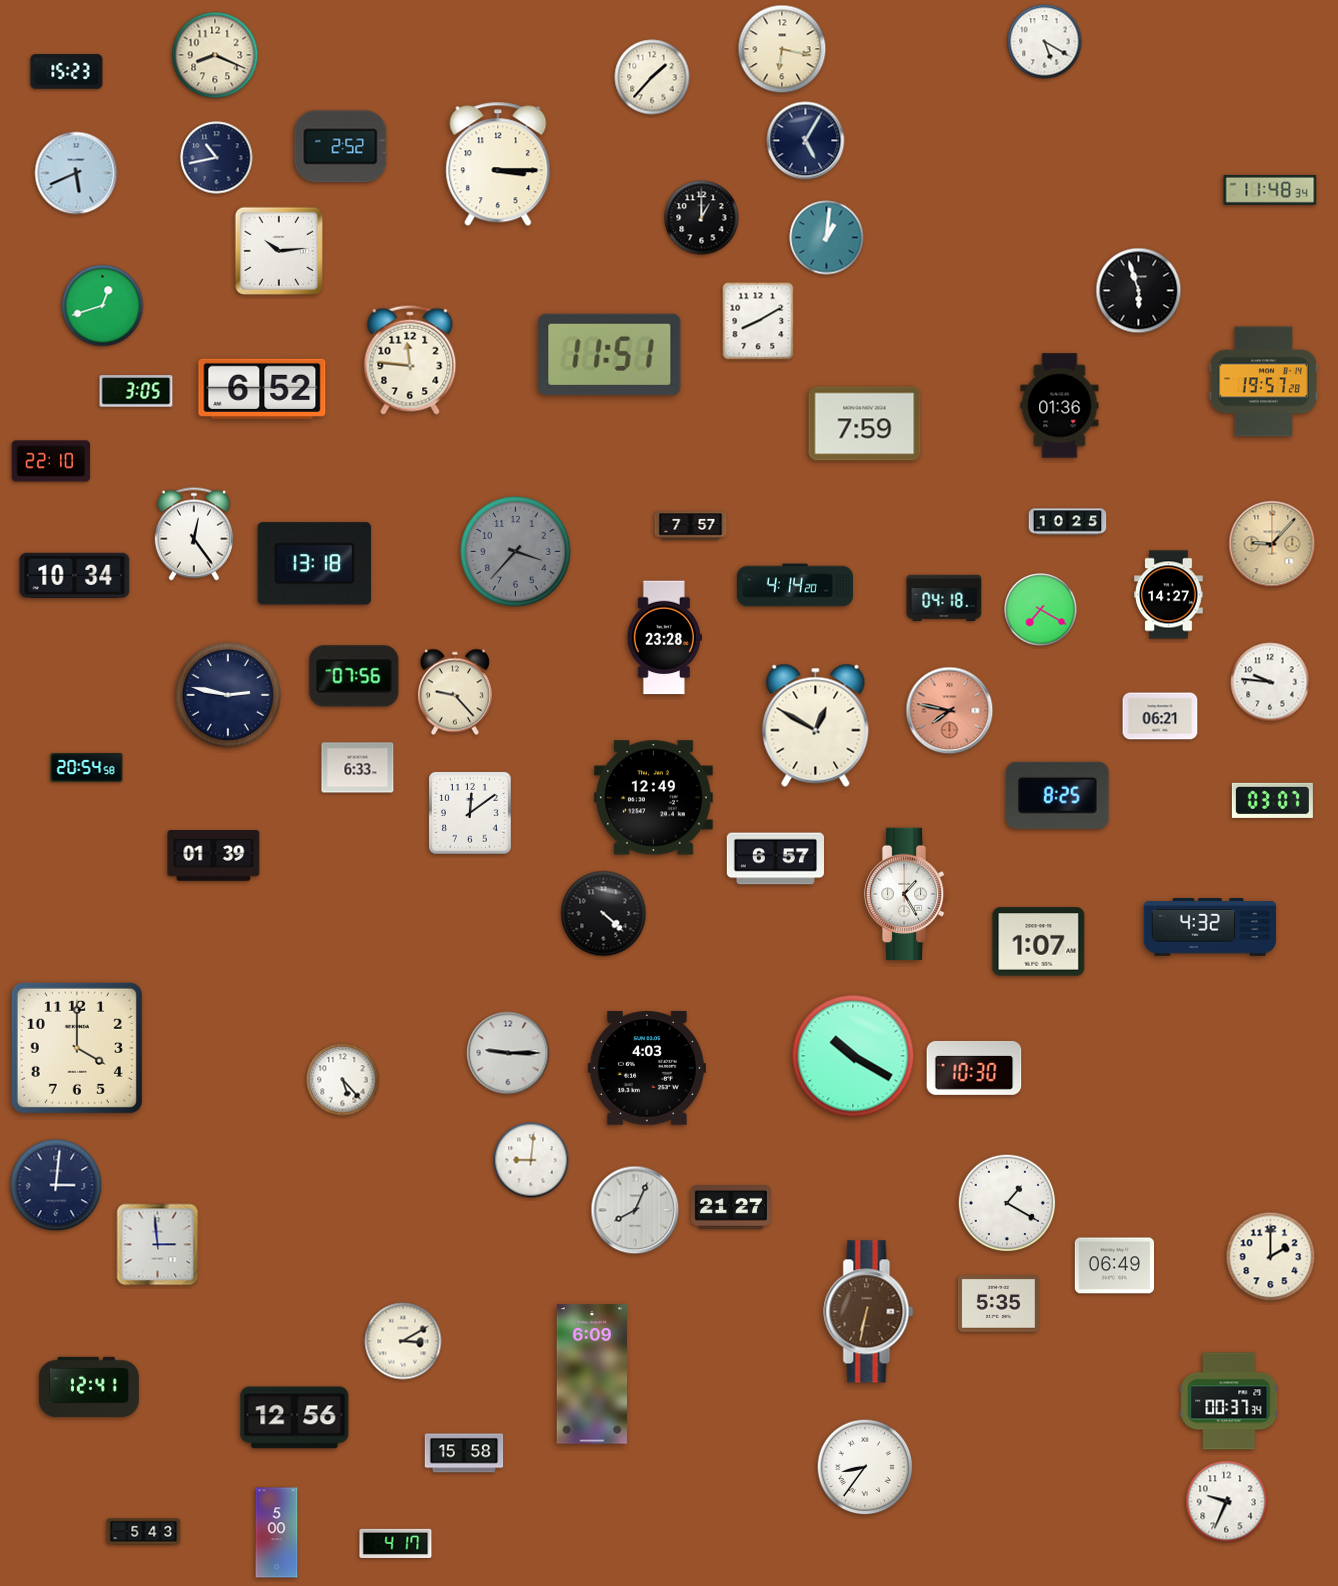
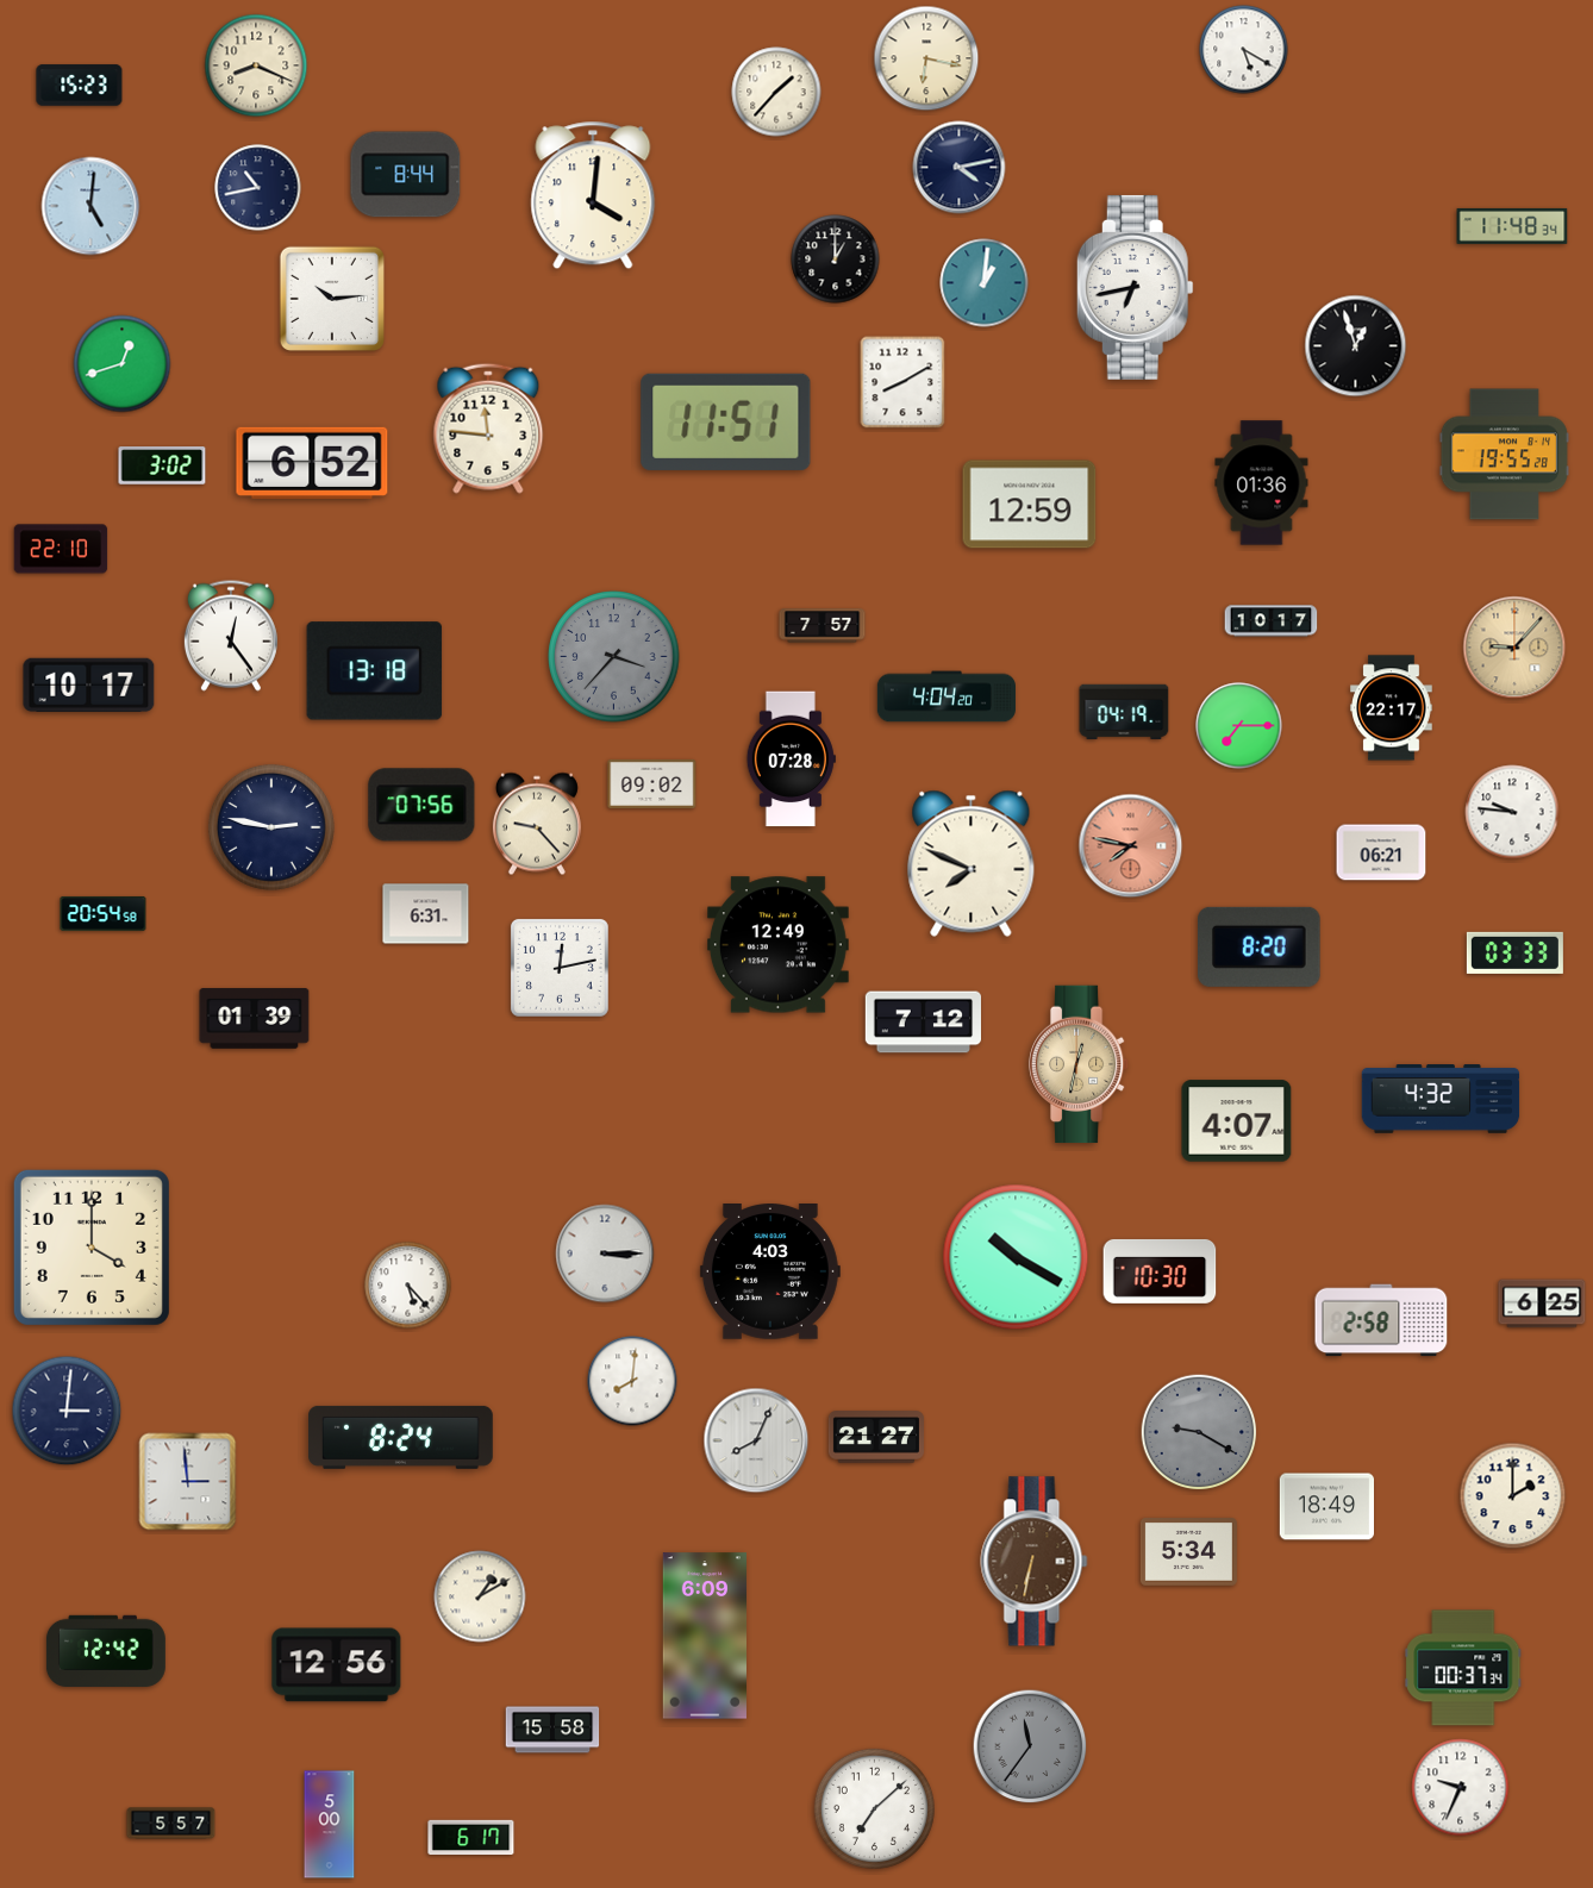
clock at (782, 49) position: (782, 49) -> (926, 58)
clock at (806, 141): 5:05 -> 4:13
clock at (341, 147): 2:52 -> 8:44
clock at (498, 164): 3:15 -> 4:01
clock at (76, 173): 5:41 -> 5:01
clock at (1135, 287): none -> 6:43
clock at (1139, 291): 5:57 -> 12:57
clock at (1263, 382): 19:57 -> 19:55
clock at (136, 391): 3:05 -> 3:02
clock at (865, 424): 7:59 -> 12:59
clock at (1068, 522): 10:25 -> 10:17
clock at (75, 575): 10:34 -> 10:17
clock at (795, 585): 4:14 -> 4:04
clock at (1169, 595): 14:27 -> 22:17
clock at (944, 597): 04:18 -> 04:19
clock at (1041, 610): 7:20 -> 7:15
clock at (664, 638): 23:28 -> 07:28
clock at (652, 783): none -> 09:02
clock at (455, 692) position: (455, 692) -> (537, 824)
clock at (816, 725): 12:50 -> 7:49
clock at (358, 768): 6:33 -> 6:31
clock at (1058, 795): 8:25 -> 8:20
clock at (653, 798) position: (653, 798) -> (777, 945)
clock at (1272, 800): 03:07 -> 03:33
clock at (470, 813): 12:09 -> 12:13
clock at (776, 859): 6:57 -> 7:12
clock at (906, 894): 1:25 -> 12:32
clock at (906, 894) dial: white -> champagne
clock at (604, 914): 4:22 -> none
clock at (1210, 928) position: (1210, 928) -> (1441, 1100)
clock at (1039, 942): 1:07 -> 4:07
clock at (508, 1053): 9:15 -> 3:15
clock at (1542, 1304): none -> 6:25
clock at (1381, 1320): none -> 2:58
clock at (531, 1160): 9:01 -> 8:01
clock at (1007, 1203): 1:20 -> 9:20
clock at (1007, 1203) dial: white -> grey
clock at (400, 1437): none -> 8:24
clock at (731, 1207) position: (731, 1207) -> (876, 1437)
clock at (1114, 1266): 06:49 -> 18:49
clock at (998, 1304): 5:35 -> 5:34
clock at (403, 1341): 3:10 -> 1:10
clock at (89, 1387): 12:41 -> 12:42
clock at (295, 1418) position: (295, 1418) -> (337, 1665)
clock at (865, 1467): 8:36 -> 11:36
clock at (865, 1467) dial: white -> grey
clock at (874, 1808): none -> 7:08
clock at (144, 1532): 5:43 -> 5:57
clock at (396, 1543): 4:17 -> 6:17
